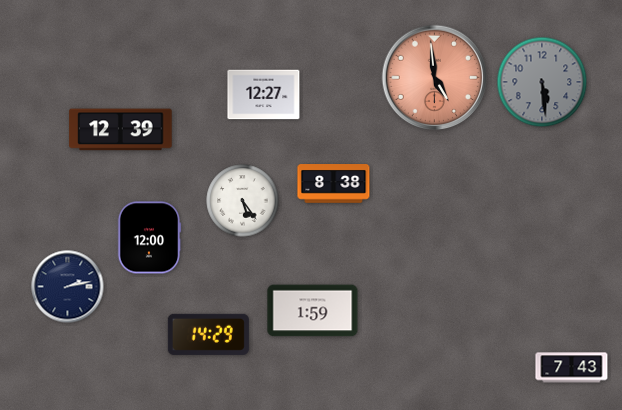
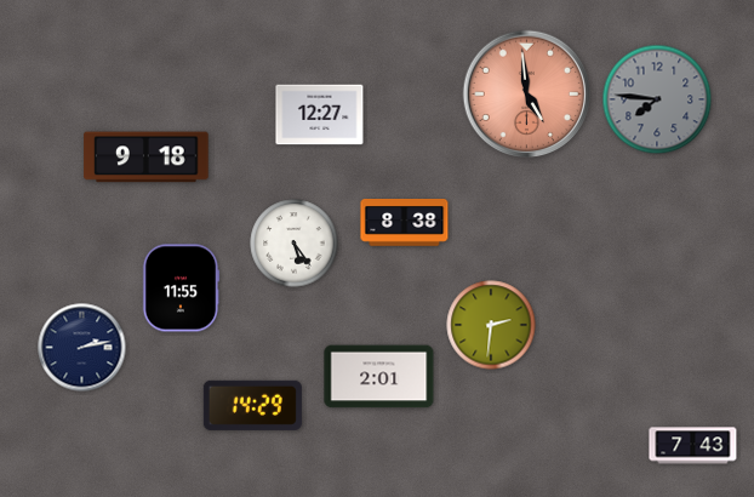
clock at (542, 82): 5:29 -> 7:46
clock at (121, 130): 12:39 -> 9:18
clock at (149, 238): 12:00 -> 11:55
clock at (491, 325): none -> 2:31
clock at (313, 311): 1:59 -> 2:01
